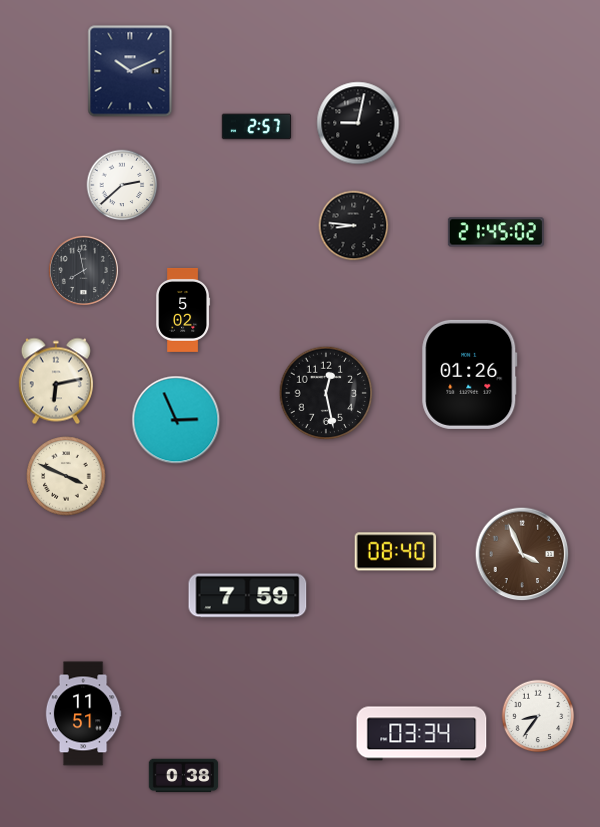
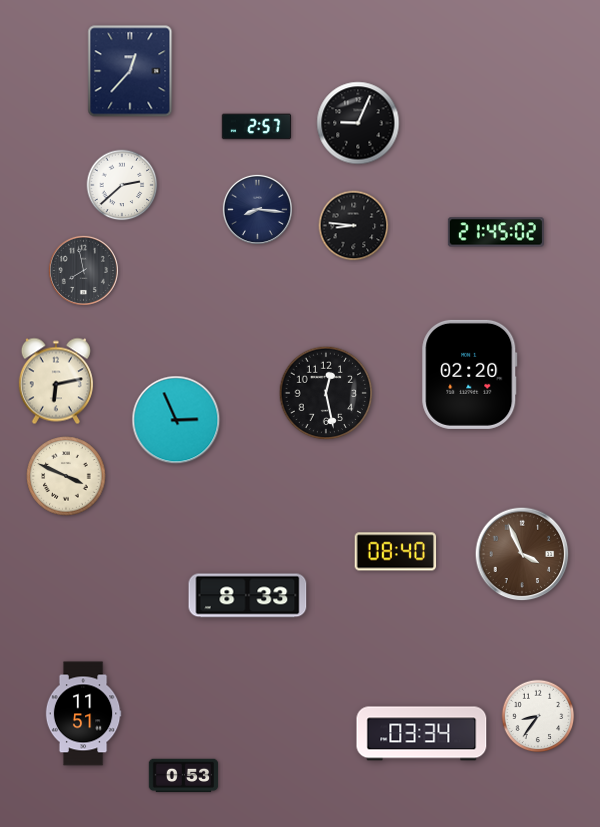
clock at (130, 71): 10:11 -> 12:37
clock at (358, 123): 9:02 -> 9:04
clock at (257, 209): none -> 8:16
clock at (183, 310): 5:02 -> none
clock at (470, 374): 01:26 -> 02:20
clock at (248, 596): 7:59 -> 8:33
clock at (184, 776): 0:38 -> 0:53
